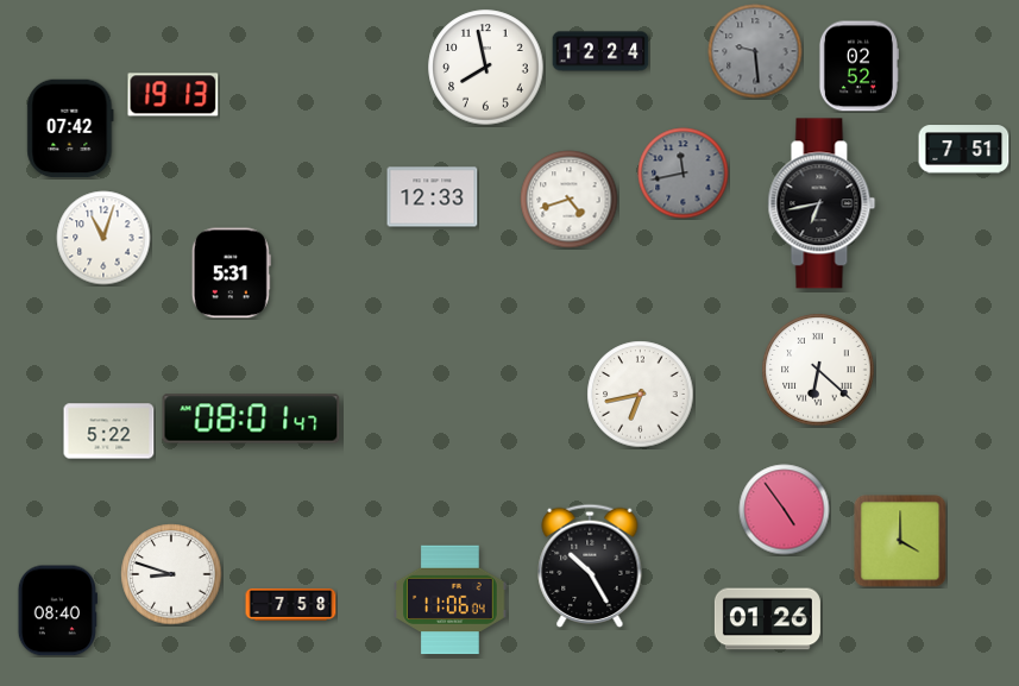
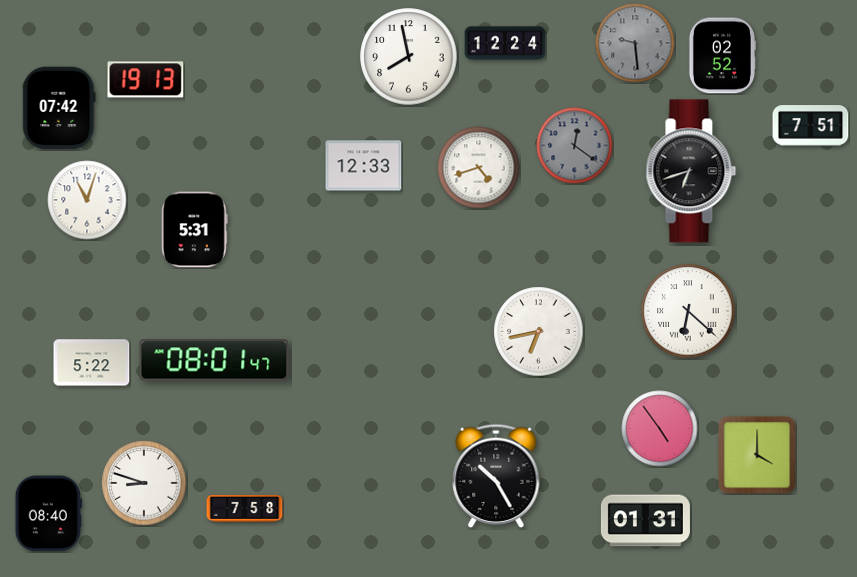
clock at (684, 174): 11:43 -> 12:21
clock at (822, 203): 6:43 -> 6:42
clock at (251, 418) position: (251, 418) -> (214, 360)
clock at (451, 600): 11:06 -> none
clock at (767, 619): 01:26 -> 01:31
